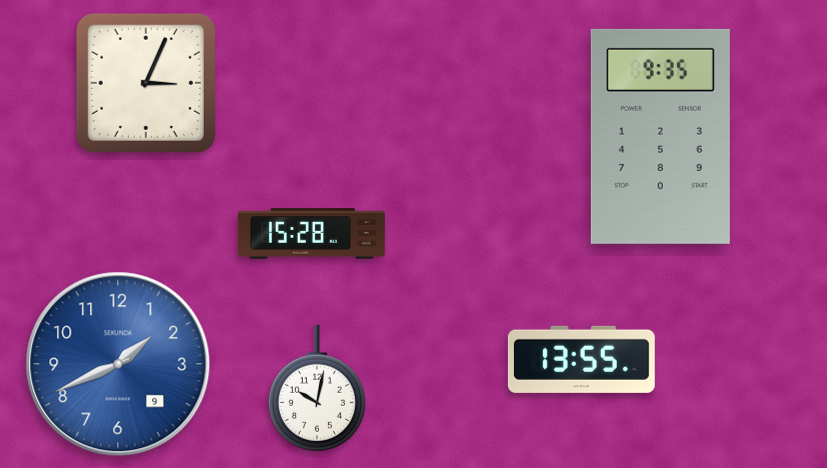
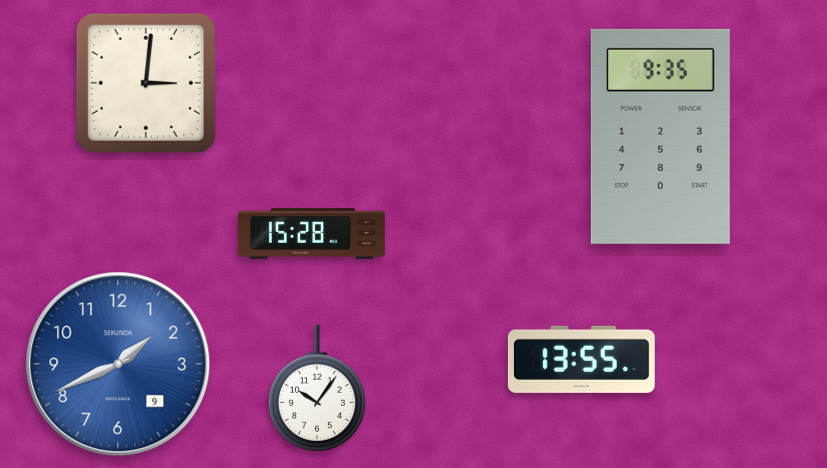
clock at (146, 83): 3:04 -> 3:01
clock at (317, 388): 10:02 -> 10:06
